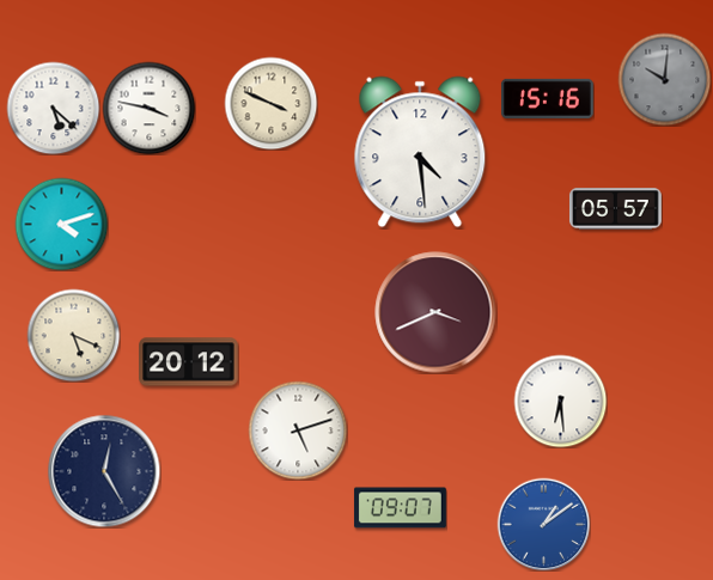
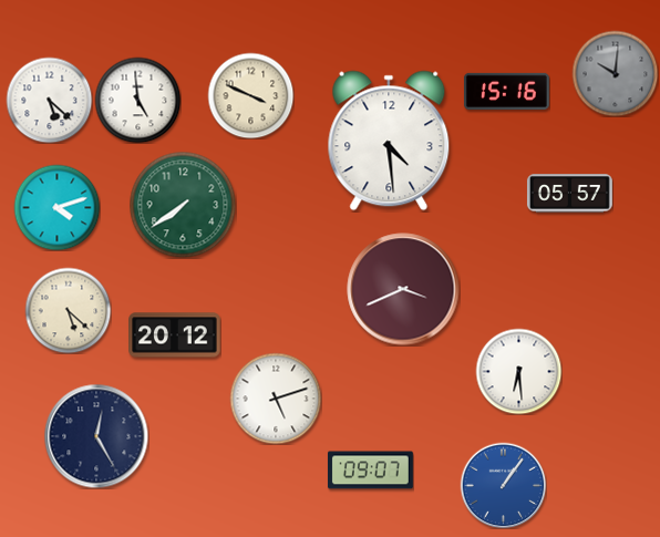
clock at (148, 108): 3:47 -> 4:59
clock at (183, 205): none -> 7:39
clock at (73, 335): 5:19 -> 5:22
clock at (543, 524): 1:09 -> 1:06
